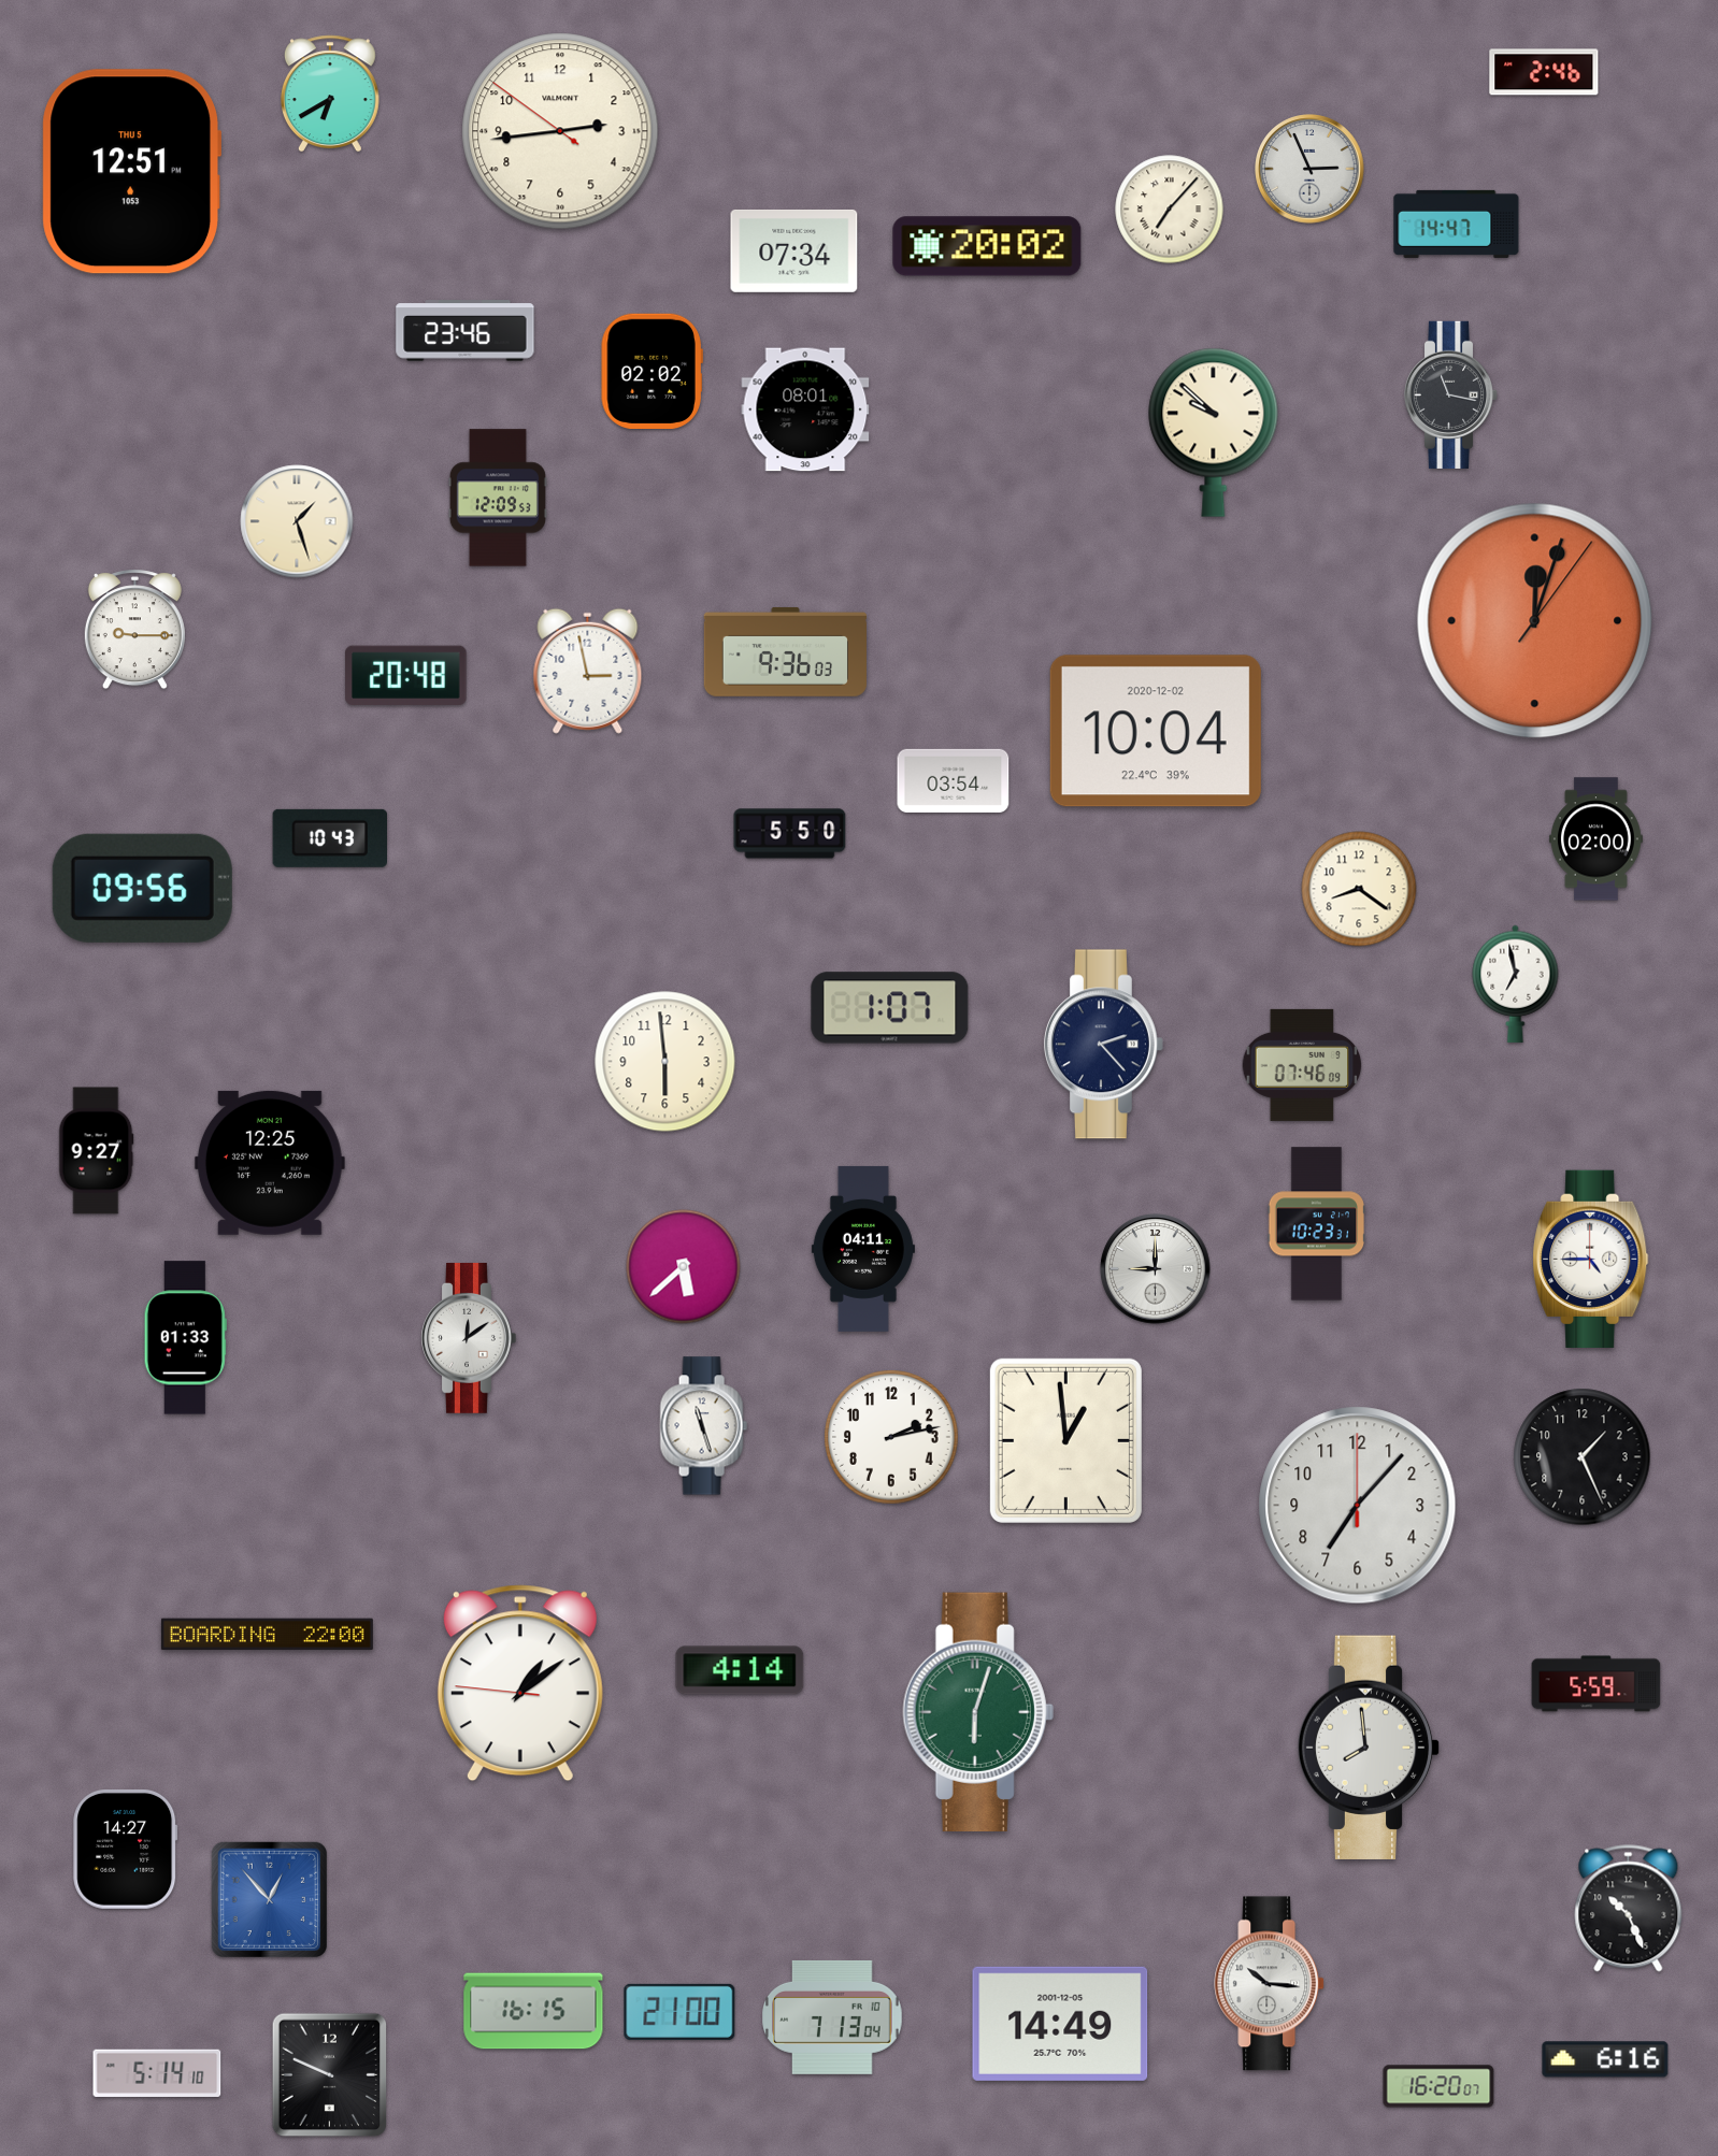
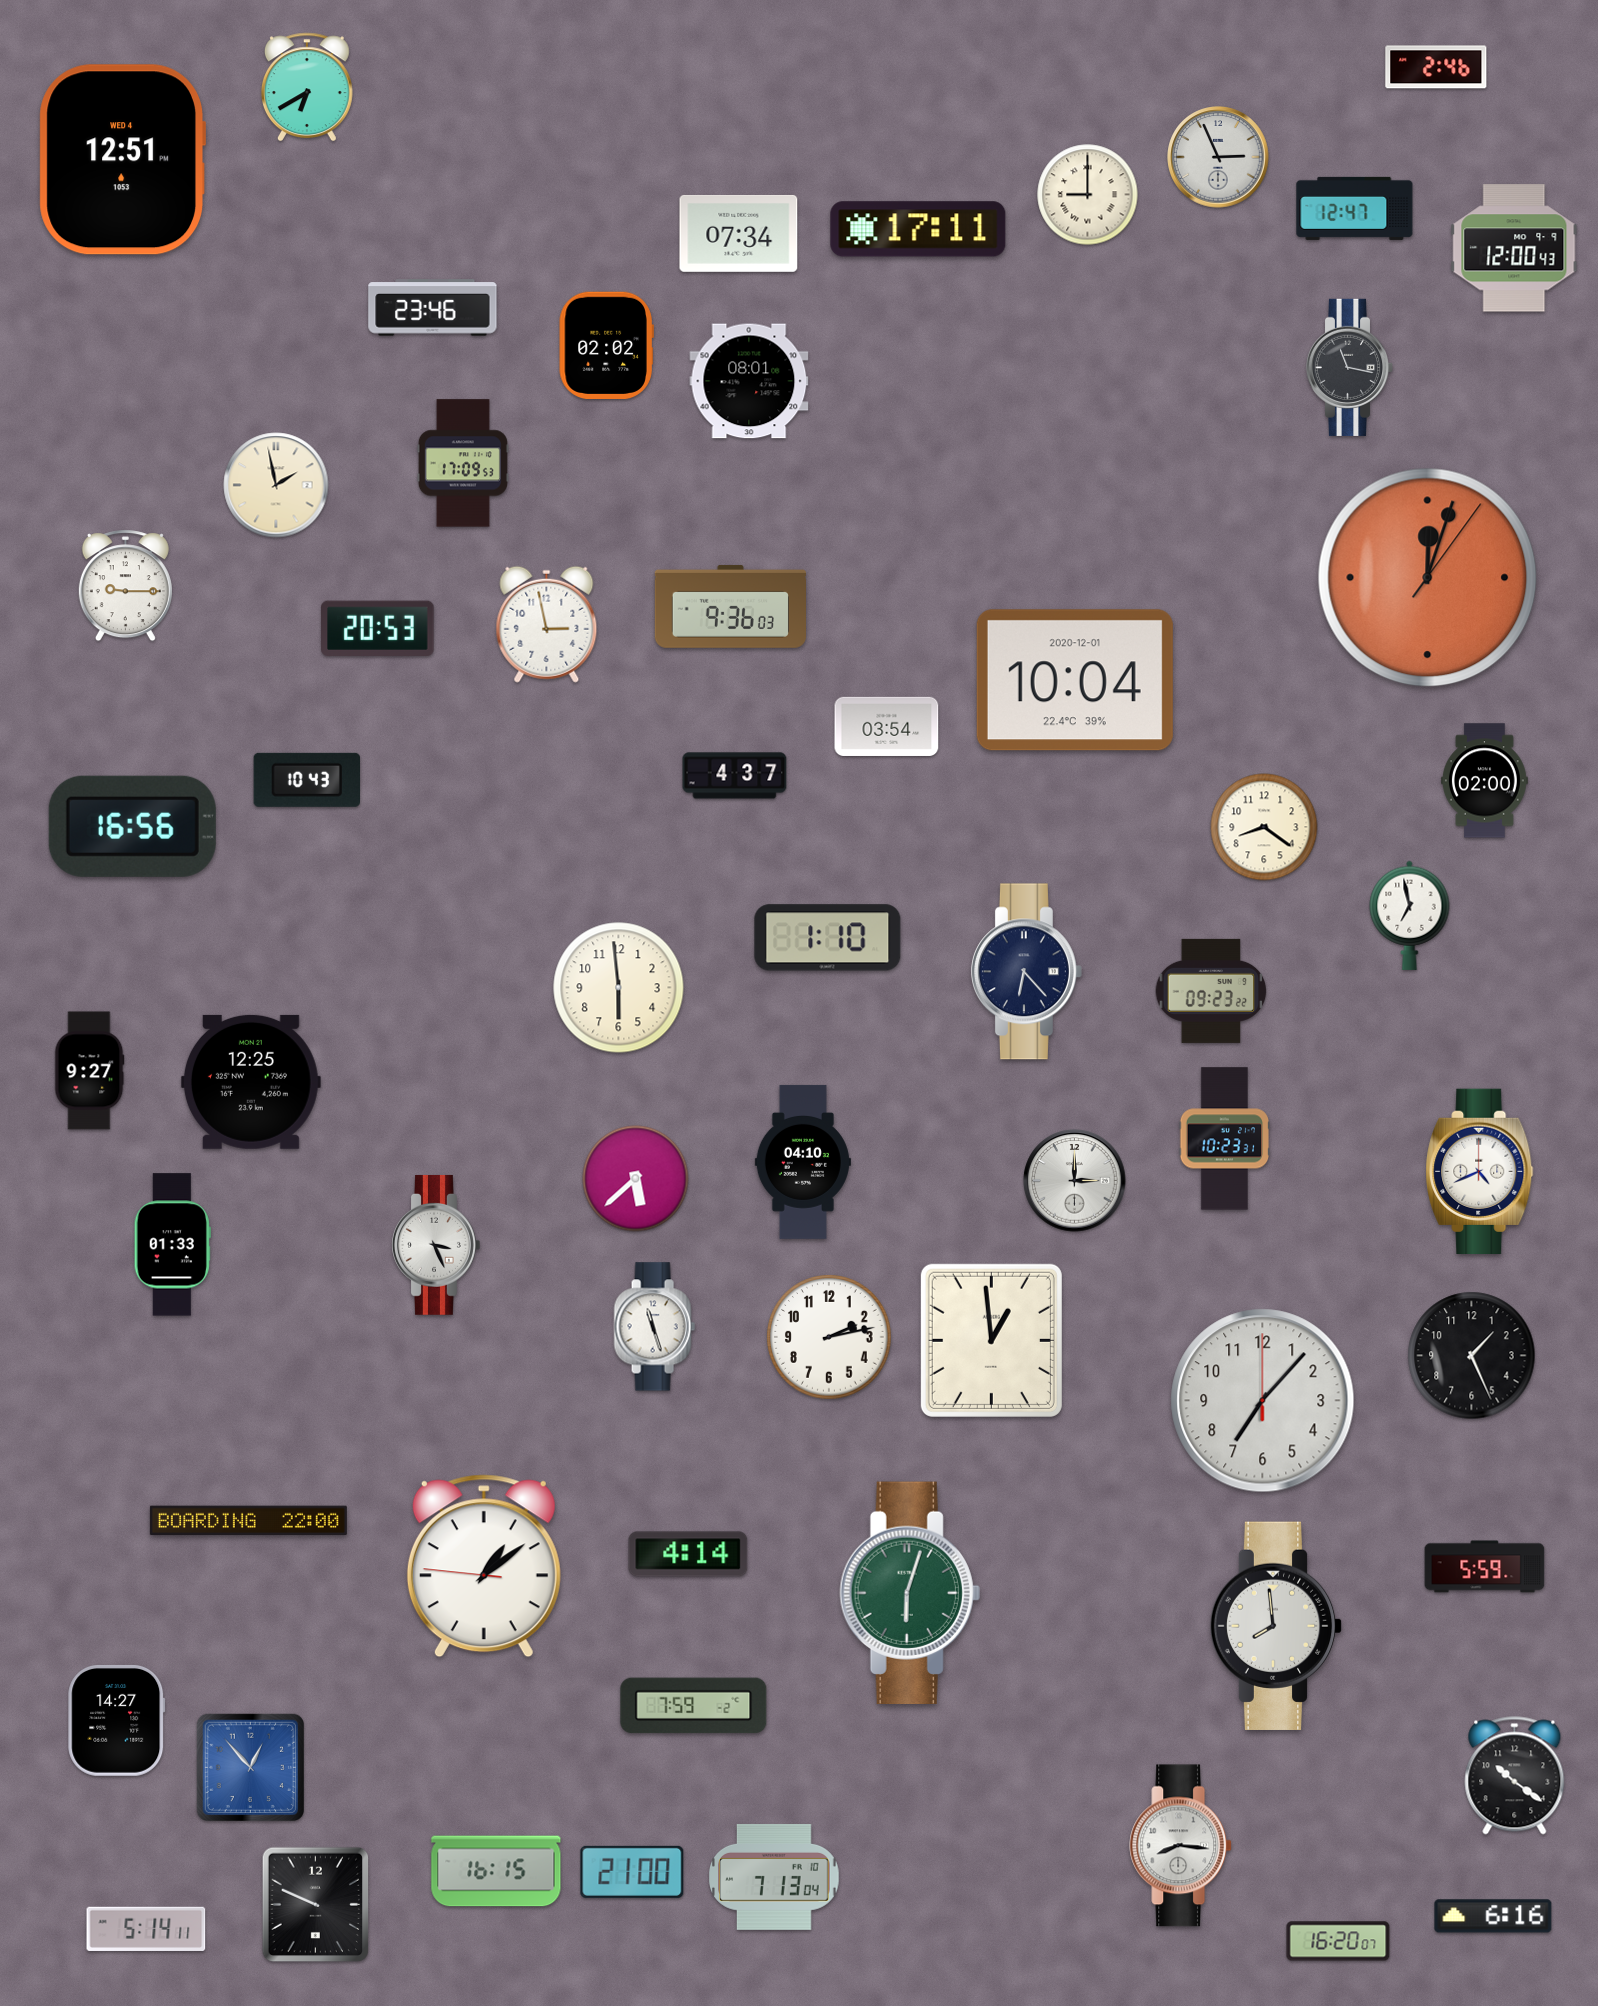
clock at (560, 131): 2:43 -> none
clock at (131, 172) date: THU 5 -> WED 4
clock at (1170, 210): 7:07 -> 9:00
clock at (1457, 224): 14:47 -> 12:47
clock at (987, 246): 20:02 -> 17:11
clock at (1514, 248): none -> 12:00
clock at (1214, 432): 9:52 -> none
clock at (498, 498): 12:09 -> 17:09
clock at (297, 521): 1:27 -> 1:58
clock at (406, 675): 20:48 -> 20:53
clock at (1156, 731) date: 2020-12-02 -> 2020-12-01
clock at (790, 834): 5:50 -> 4:37
clock at (142, 888): 09:56 -> 16:56
clock at (890, 1008): 1:07 -> 1:10
clock at (1103, 1045): 2:23 -> 6:23
clock at (1302, 1065): 07:46 -> 09:23
clock at (863, 1249): 04:11 -> 04:10
clock at (1591, 1259): 4:45 -> 4:41
clock at (1156, 1269): 9:00 -> 3:00
clock at (469, 1338): 12:09 -> 3:26
clock at (1369, 1747) position: (1369, 1747) -> (1276, 1625)
clock at (694, 1706): none -> 7:59
clock at (1629, 1909): 10:26 -> 10:21
clock at (1270, 1984): 10:16 -> 8:16
clock at (1060, 2024): 14:49 -> none
clock at (157, 2073): 5:14:10 -> 5:14:11
clock at (330, 2075) position: (330, 2075) -> (316, 1905)
